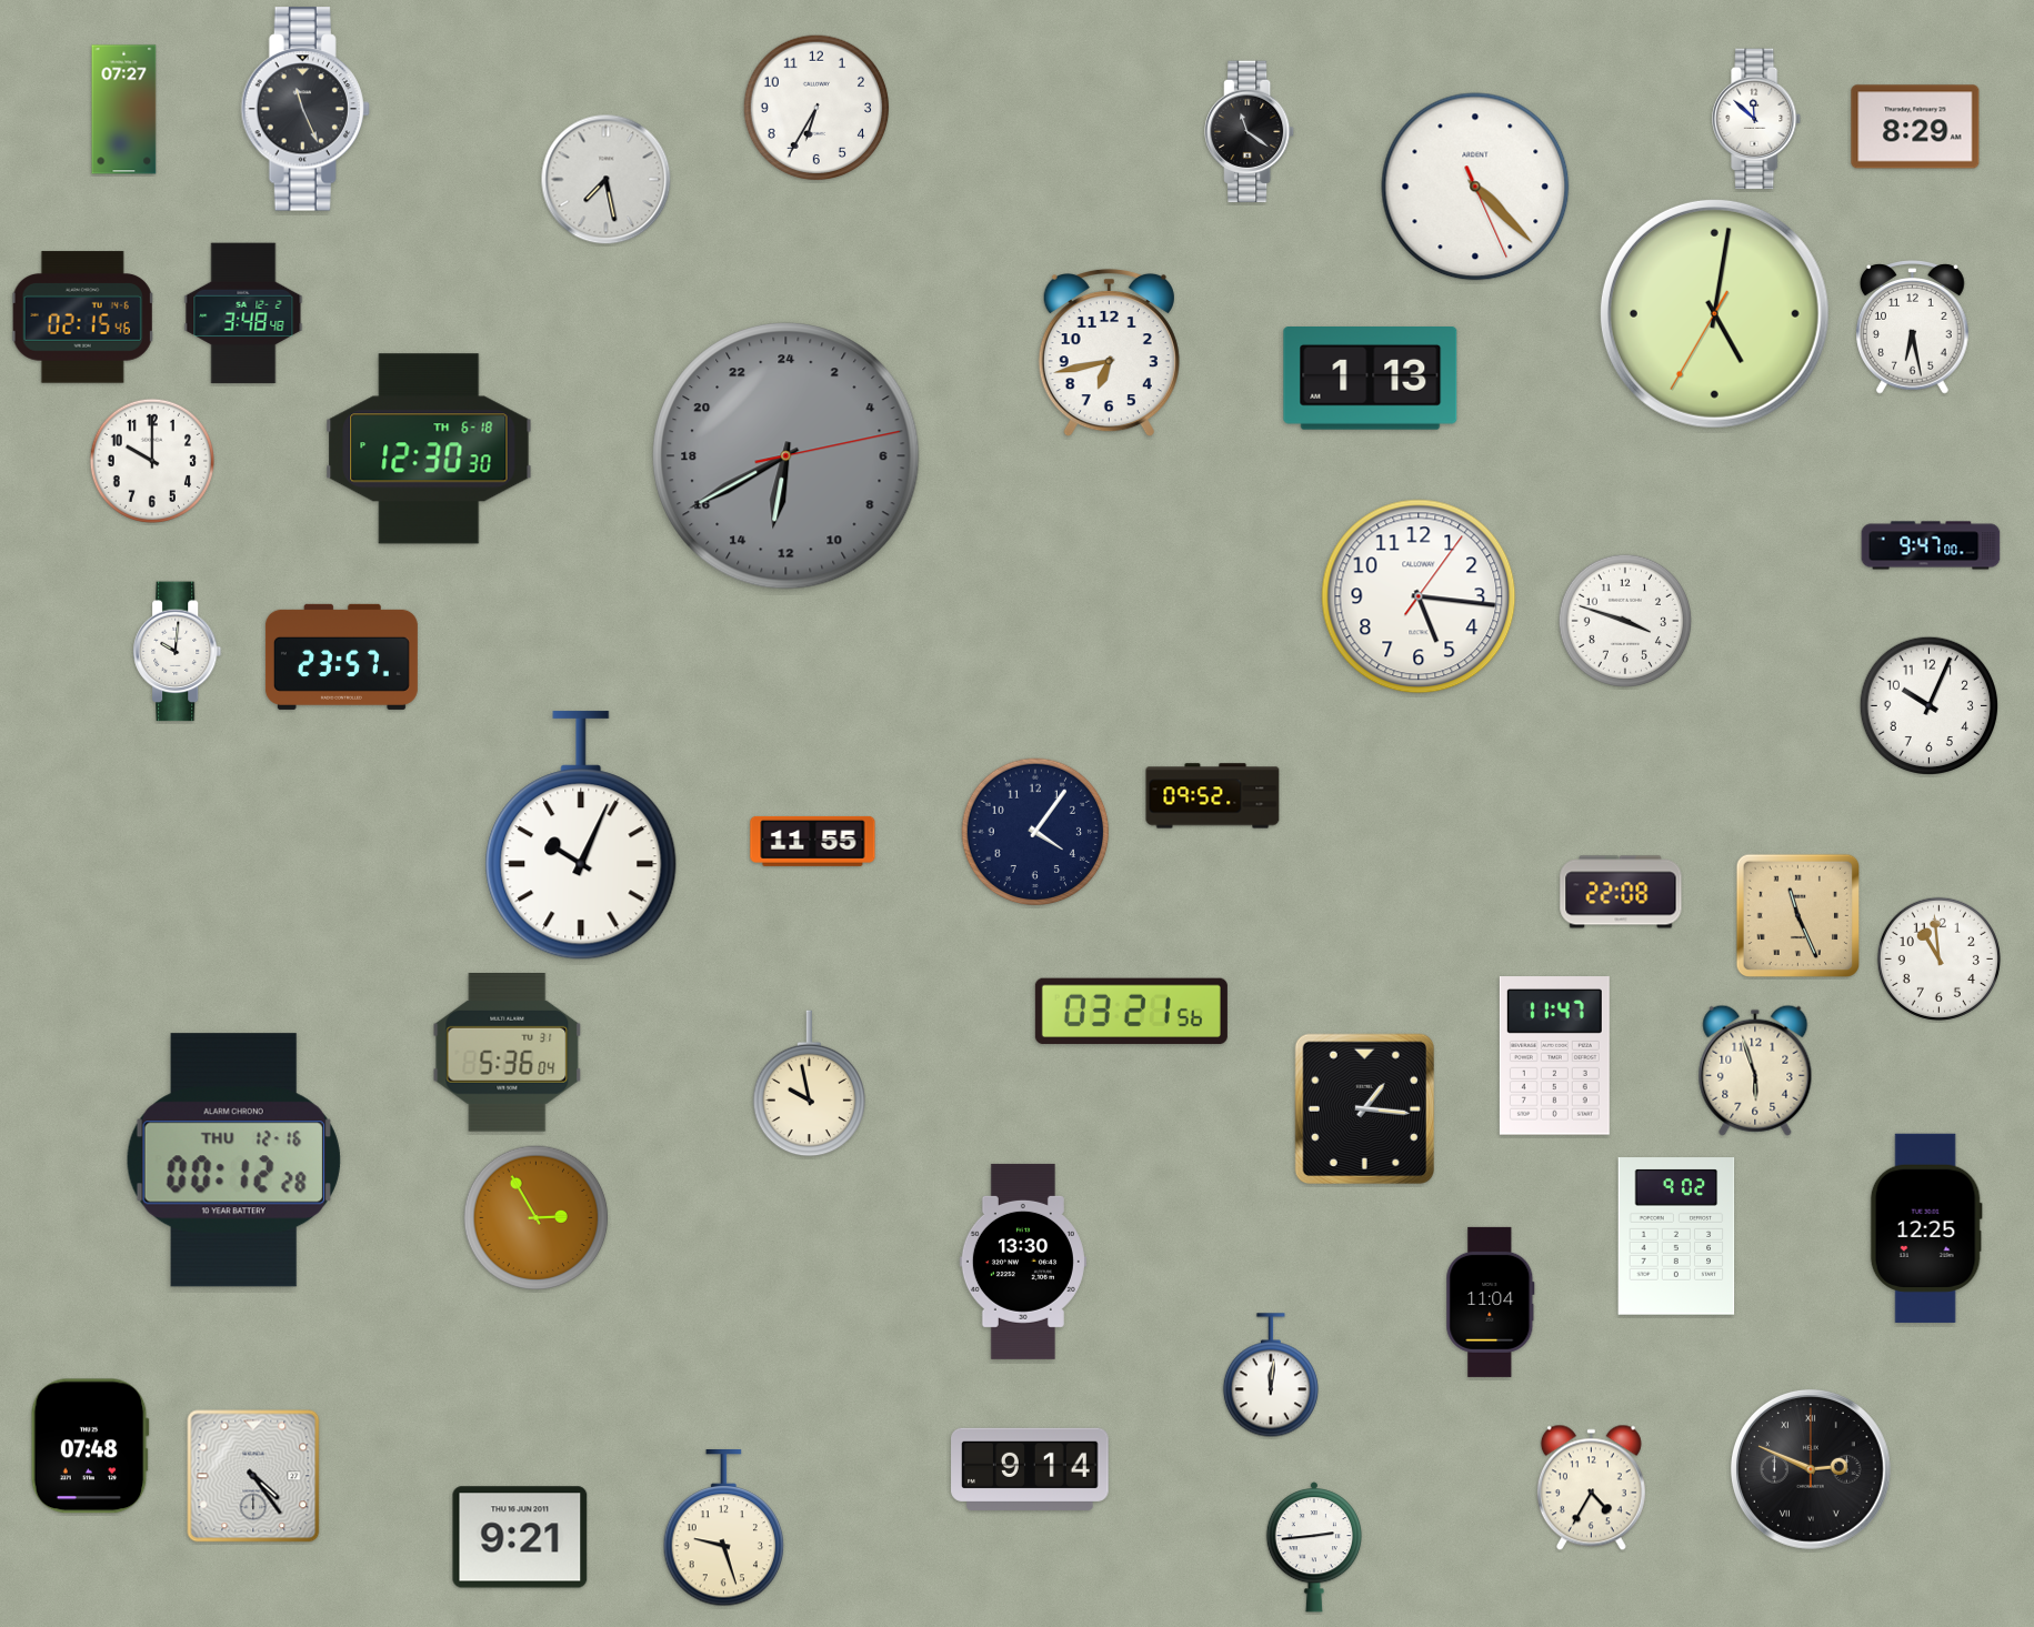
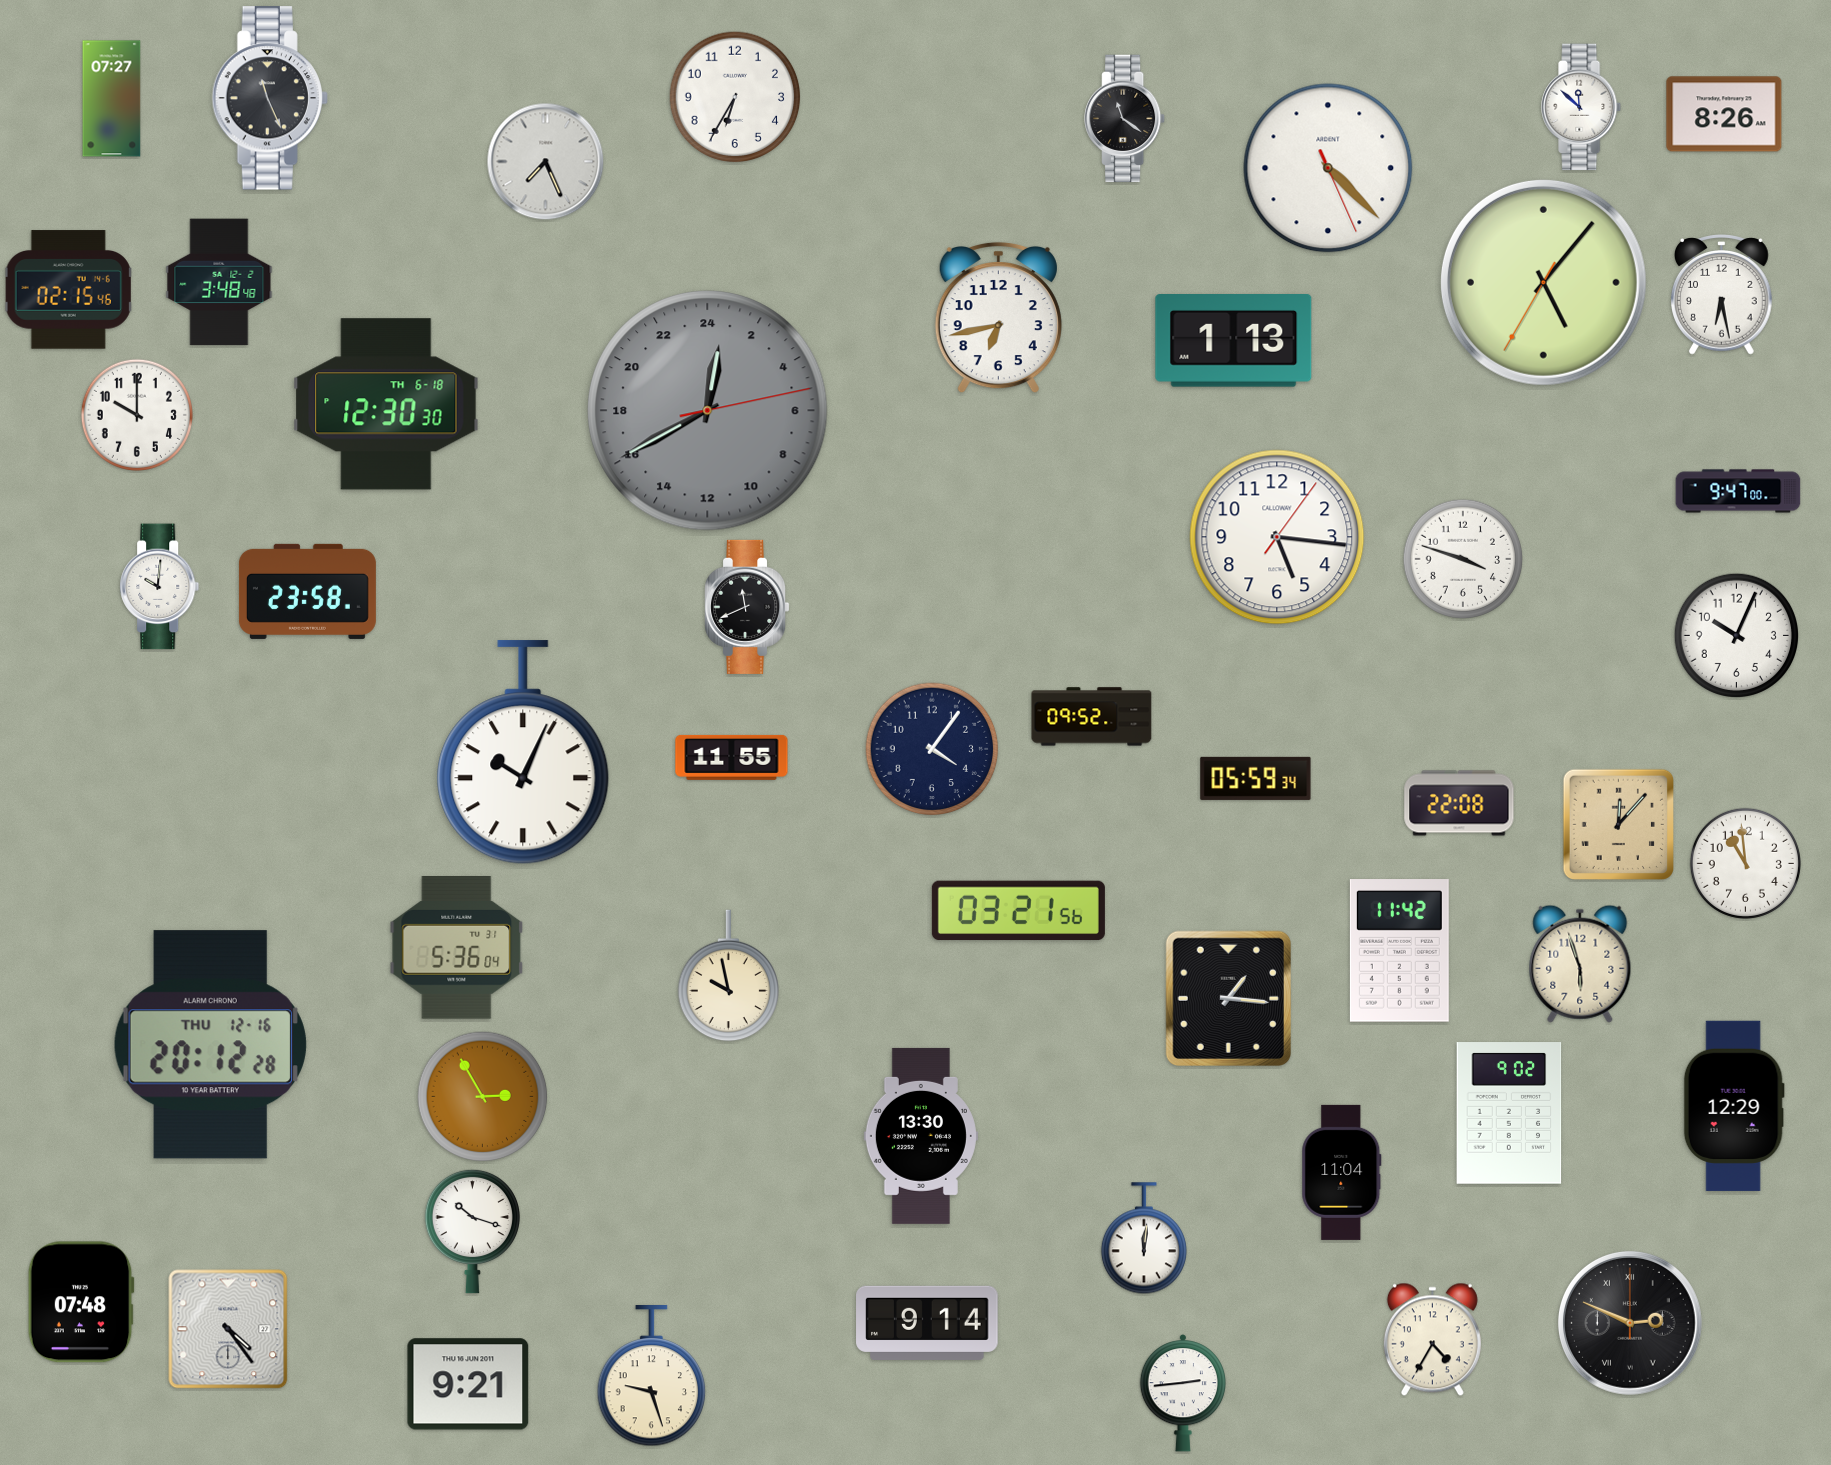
clock at (305, 109) position: (305, 109) -> (270, 98)
clock at (1915, 127): 8:29 -> 8:26
clock at (607, 180): 7:28 -> 7:26
clock at (1714, 313): 5:01 -> 5:06
clock at (83, 318) position: (83, 318) -> (69, 290)
clock at (786, 456): 12:40 -> 0:40
clock at (341, 656): 23:57 -> 23:58
clock at (747, 607): none -> 11:41
clock at (1256, 778): none -> 05:59
clock at (1797, 915): 11:26 -> 12:07
clock at (1554, 1056): 11:47 -> 11:42
clock at (233, 1161): 00:12 -> 20:12
clock at (1926, 1228): 12:25 -> 12:29
clock at (472, 1231): none -> 10:18
